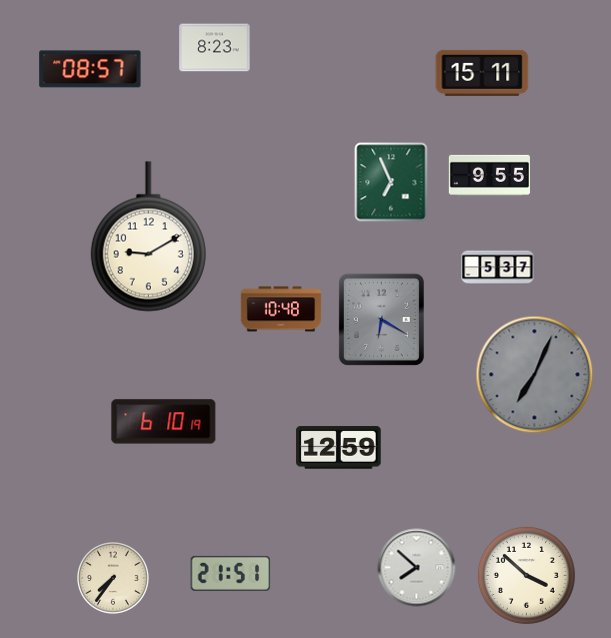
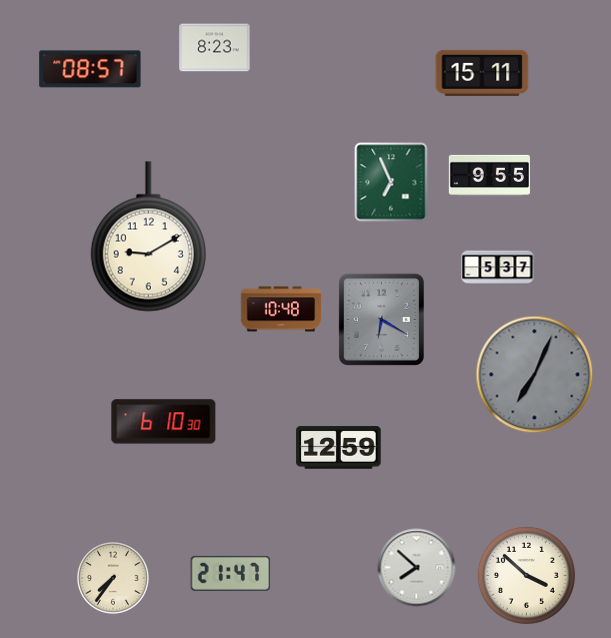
clock at (164, 422): 6:10:19 -> 6:10:30
clock at (231, 573): 21:51 -> 21:47
